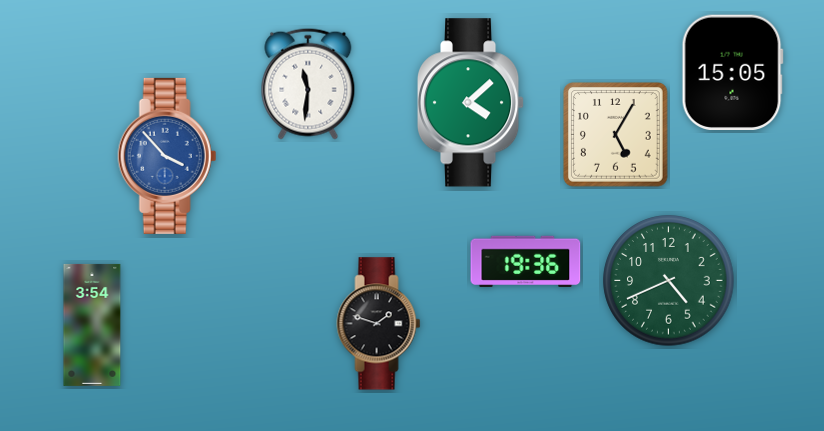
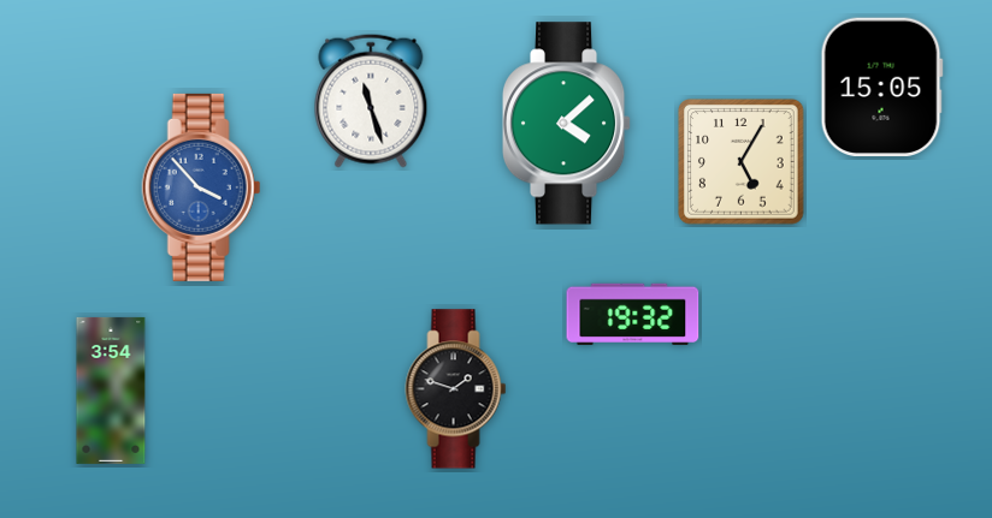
clock at (308, 84): 11:31 -> 11:27
clock at (526, 261): 19:36 -> 19:32
clock at (669, 281): 4:41 -> none
